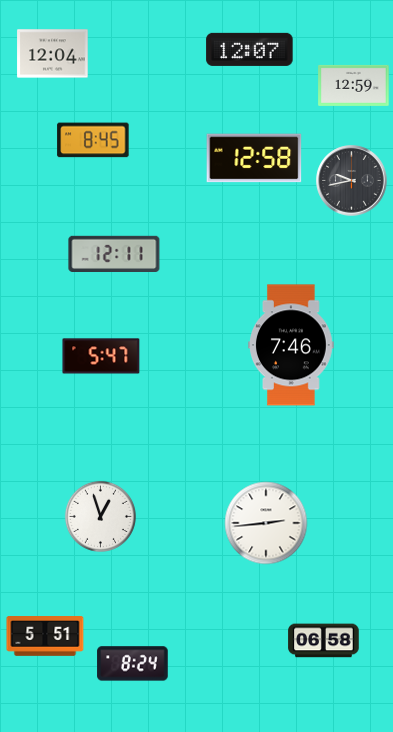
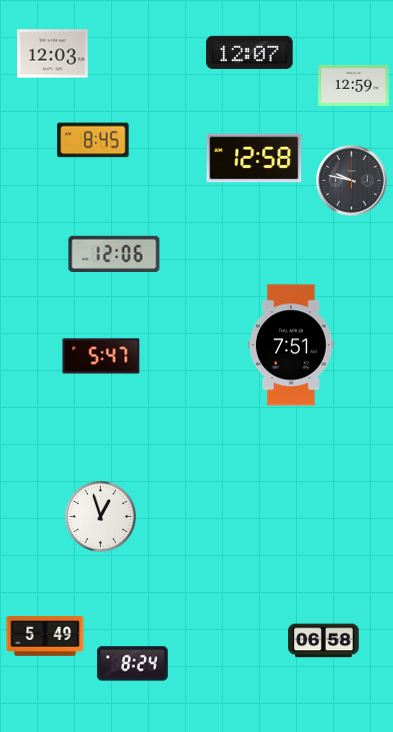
clock at (250, 49) position: (250, 49) -> (250, 52)
clock at (53, 54): 12:04 -> 12:03
clock at (352, 181): 9:43 -> 9:47
clock at (114, 253): 12:11 -> 12:06
clock at (292, 345): 7:46 -> 7:51
clock at (266, 523): 2:44 -> none
clock at (45, 637): 5:51 -> 5:49
